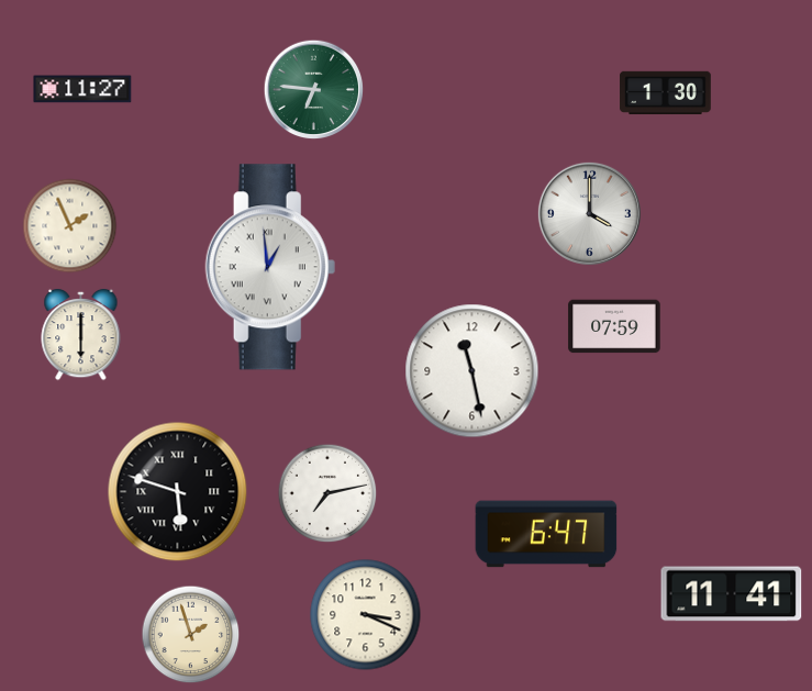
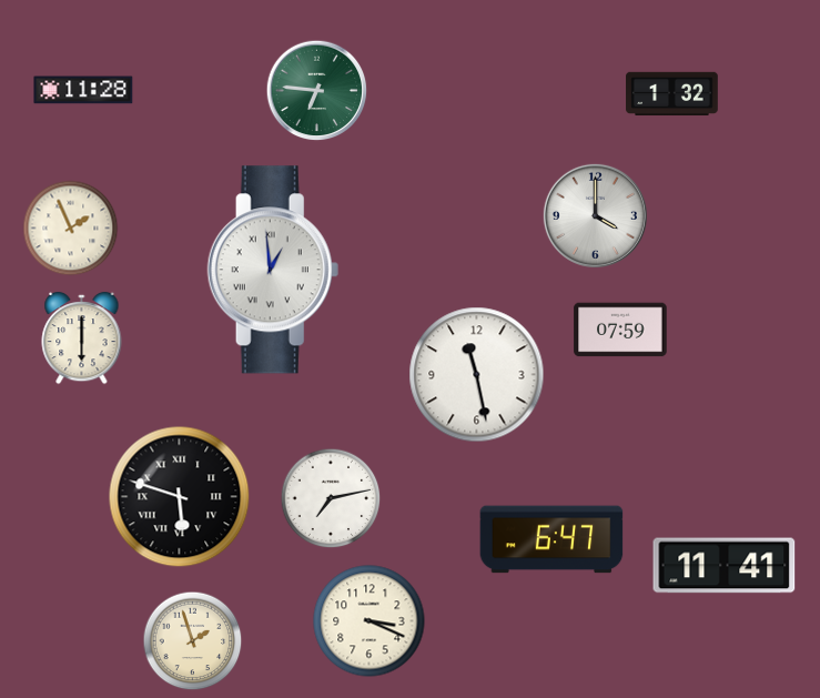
clock at (82, 89): 11:27 -> 11:28
clock at (666, 93): 1:30 -> 1:32
clock at (732, 594) position: (732, 594) -> (725, 566)
